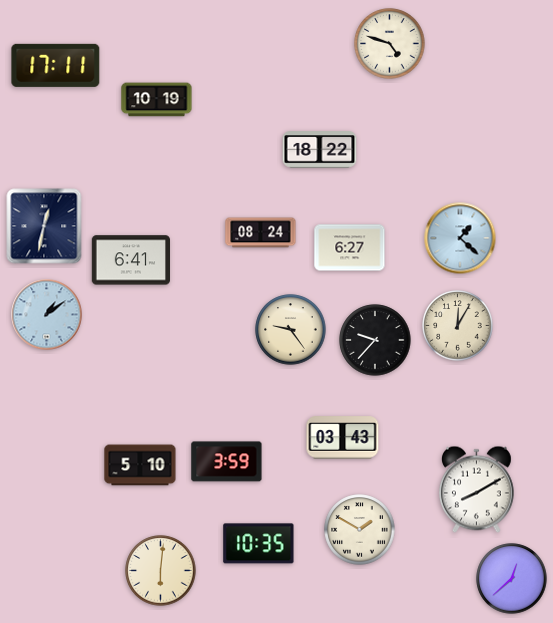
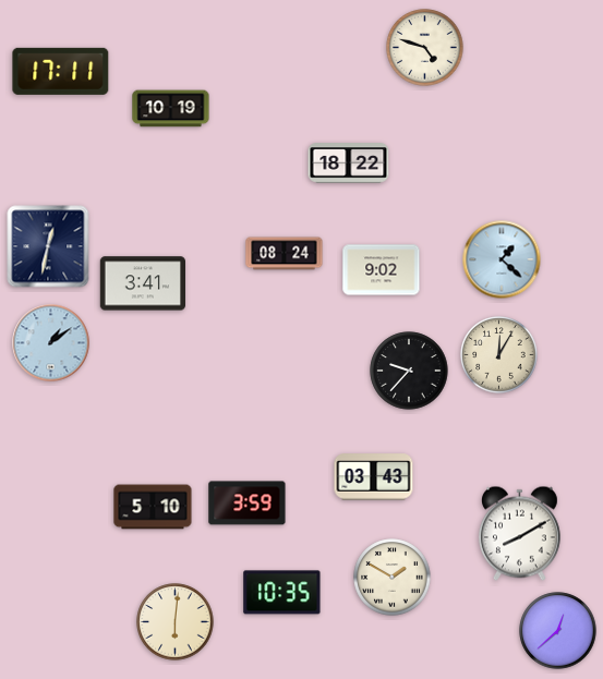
clock at (350, 248): 6:27 -> 9:02
clock at (130, 260): 6:41 -> 3:41
clock at (291, 330): 9:24 -> none
